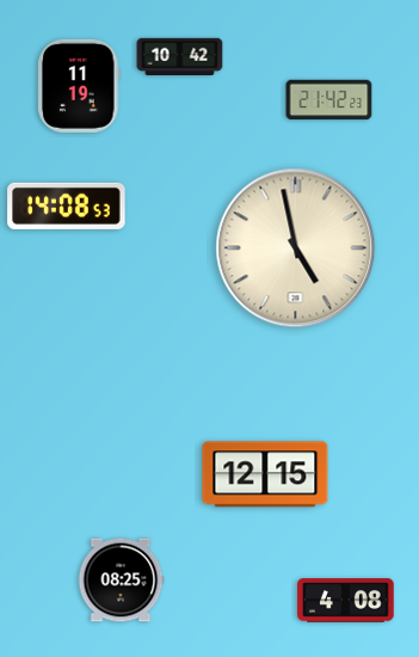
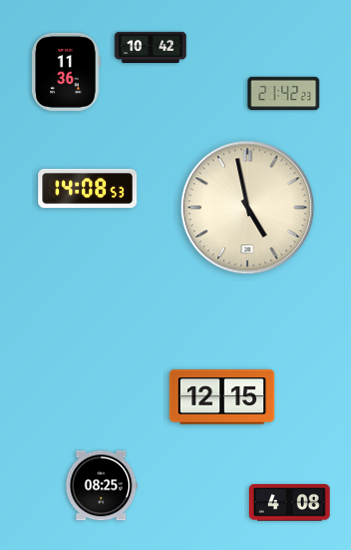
clock at (79, 86): 11:19 -> 11:36
clock at (329, 100) position: (329, 100) -> (284, 94)
clock at (67, 205) position: (67, 205) -> (88, 188)
